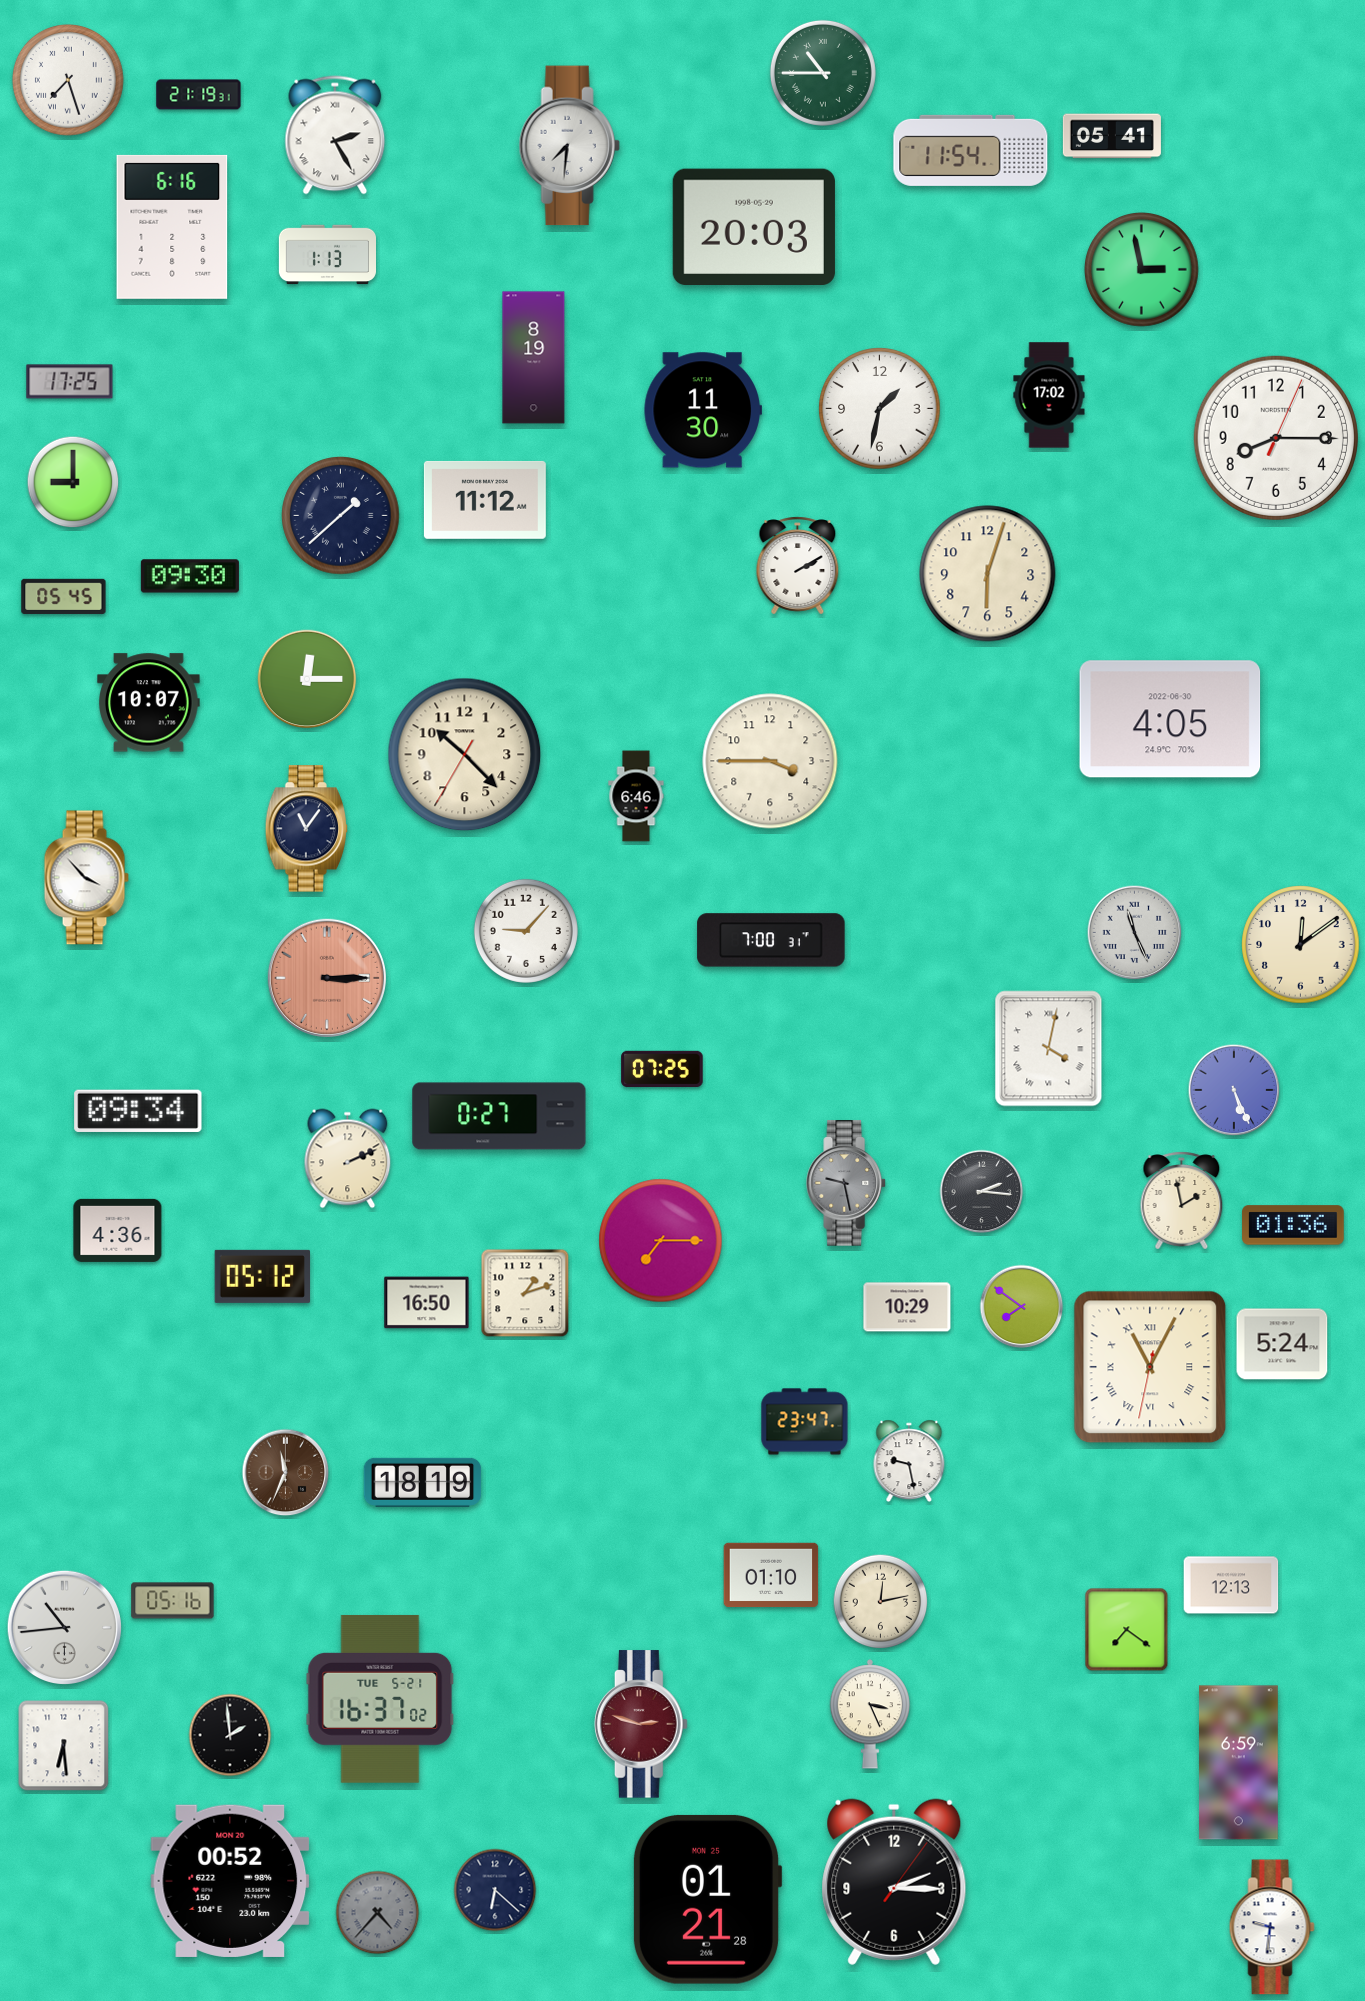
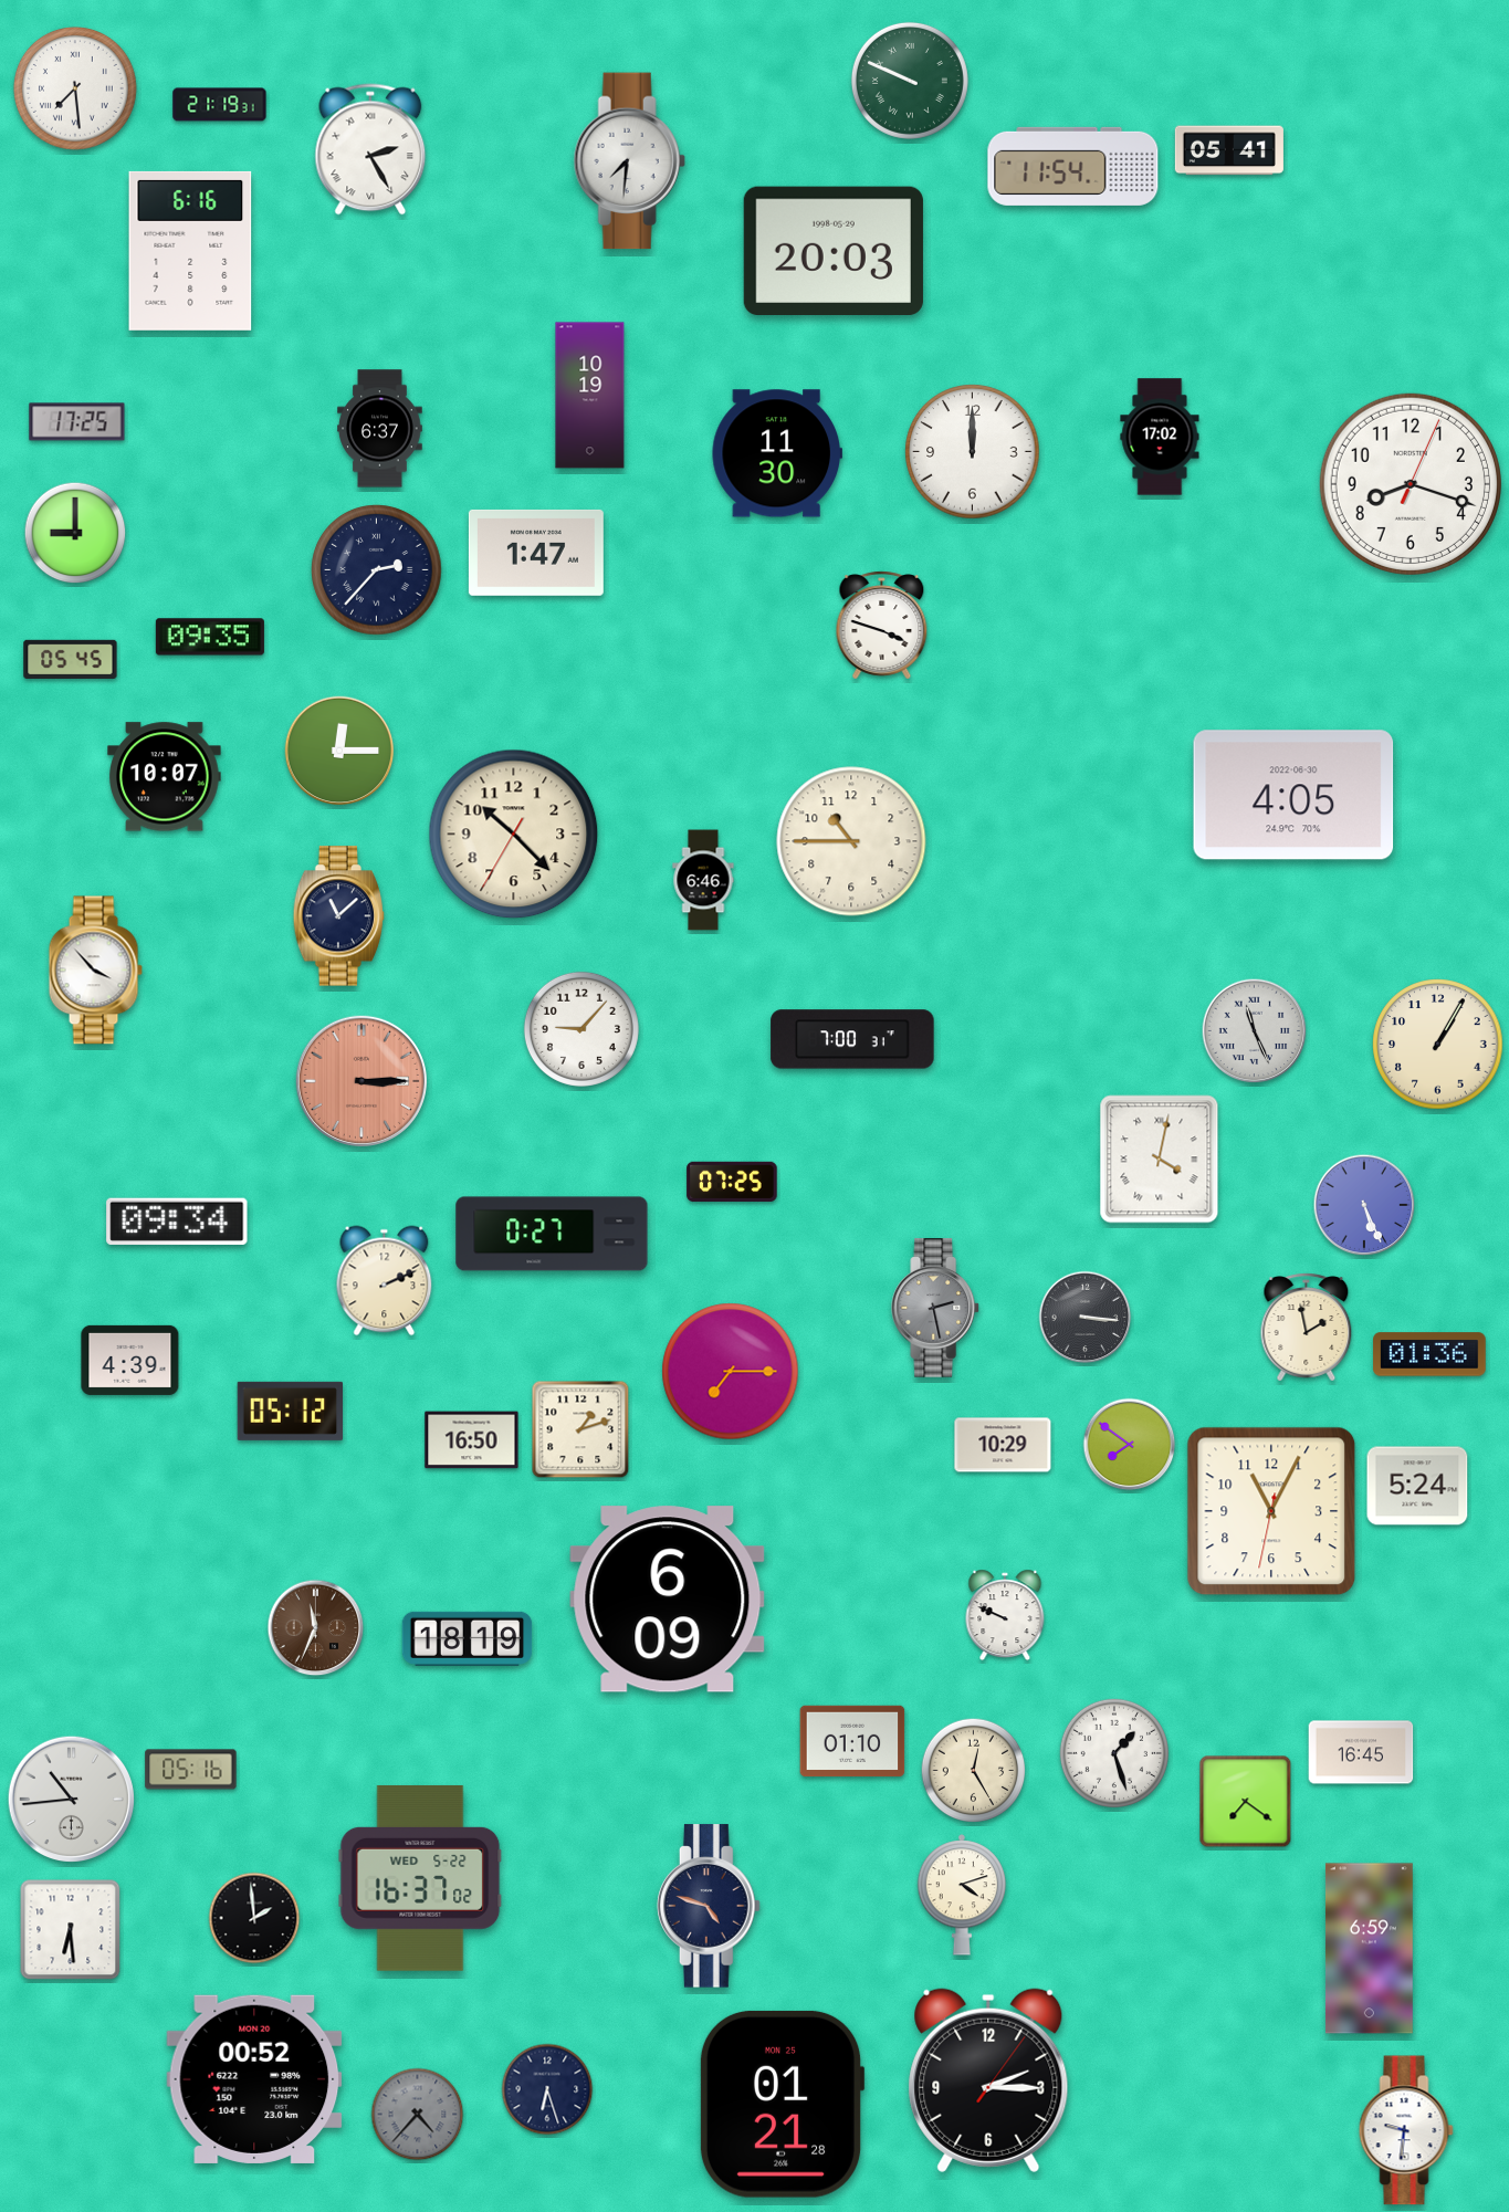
clock at (823, 73): 10:45 -> 9:49
clock at (68, 80): 7:27 -> 7:29
clock at (327, 255): 1:13 -> none
clock at (1142, 270): 2:58 -> none
clock at (534, 358): 8:19 -> 10:19
clock at (380, 429): none -> 6:37
clock at (880, 409): 1:32 -> 12:00
clock at (1276, 438): 8:15 -> 8:18
clock at (73, 482) position: (73, 482) -> (75, 533)
clock at (485, 500): 11:12 -> 1:47
clock at (341, 516): 1:38 -> 2:37
clock at (798, 566): 2:10 -> 3:48
clock at (988, 574): 6:03 -> none
clock at (190, 576): 09:30 -> 09:35
clock at (770, 761): 3:45 -> 10:45
clock at (307, 829): 11:06 -> 11:08
clock at (1301, 945): 12:09 -> 1:05
clock at (138, 1110) position: (138, 1110) -> (177, 1220)
clock at (846, 1183): 9:28 -> 2:28
clock at (982, 1192): 2:16 -> 3:16
clock at (118, 1230): 4:36 -> 4:39
clock at (1150, 1367) numerals: Roman -> Arabic
clock at (805, 1422): 23:47 -> none
clock at (668, 1600): none -> 6:09
clock at (909, 1461): 9:28 -> 9:49
clock at (1231, 1585): 12:13 -> 16:45
clock at (1114, 1753): none -> 1:27
clock at (881, 1602): 12:13 -> 12:25
clock at (380, 1699) date: TUE 5-21 -> WED 5-22
clock at (870, 1714): 3:26 -> 4:12
clock at (641, 1724): 2:48 -> 4:48
clock at (641, 1724) dial: burgundy -> navy
clock at (495, 1890): 6:22 -> 6:27
clock at (707, 1899) position: (707, 1899) -> (782, 2104)
